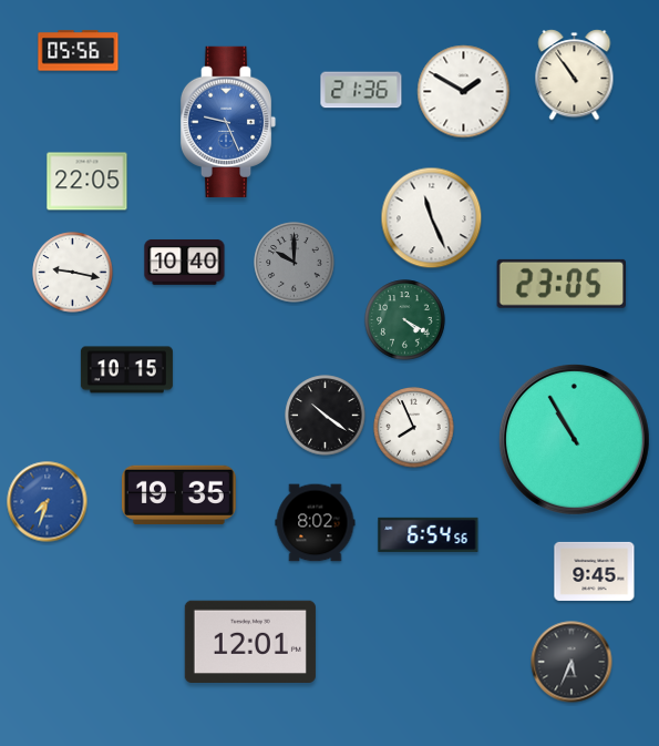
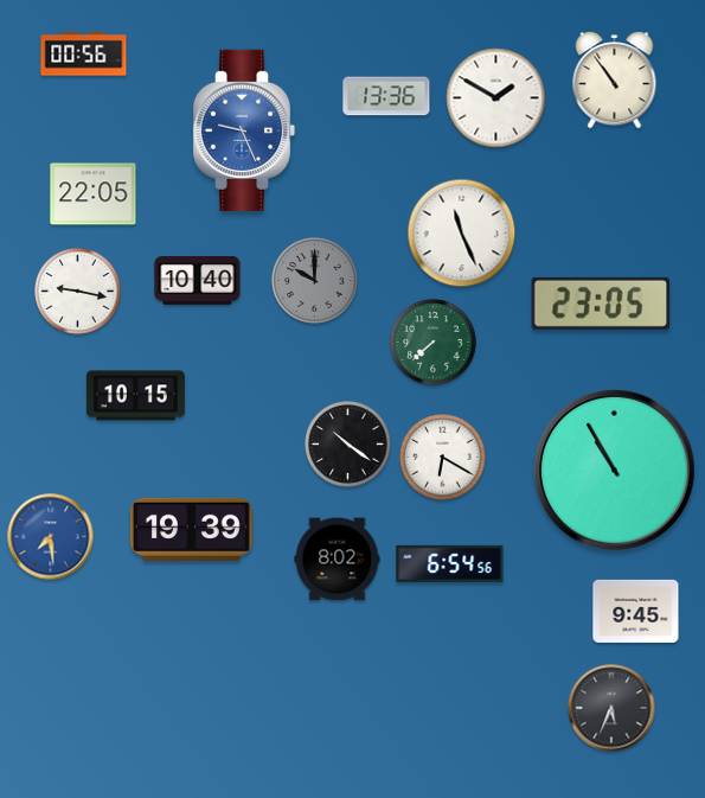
clock at (79, 51): 05:56 -> 00:56
clock at (361, 90): 21:36 -> 13:36
clock at (405, 320): 4:20 -> 7:38
clock at (414, 428): 7:56 -> 6:20
clock at (178, 494): 19:35 -> 19:39
clock at (48, 502): 7:33 -> 7:29
clock at (429, 534) position: (429, 534) -> (450, 563)
clock at (250, 642): 12:01 -> none
